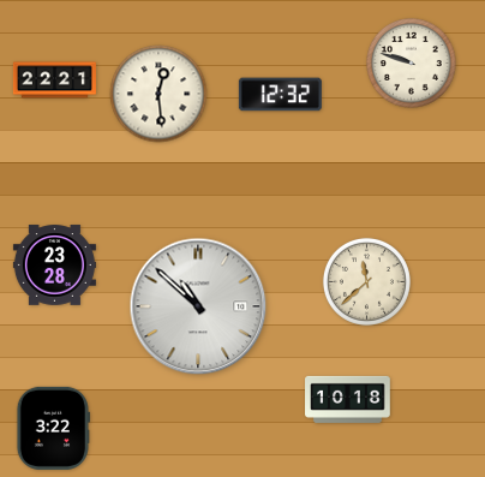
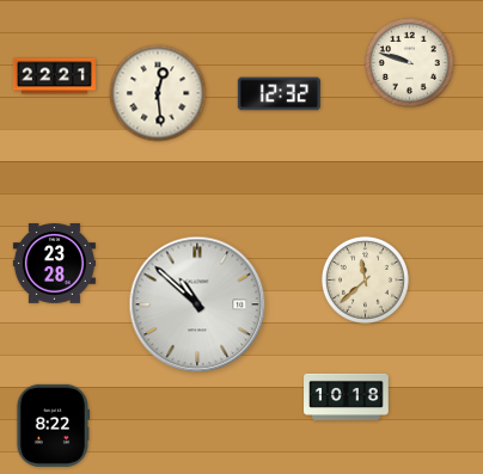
clock at (54, 81) position: (54, 81) -> (54, 76)
clock at (52, 428): 3:22 -> 8:22
